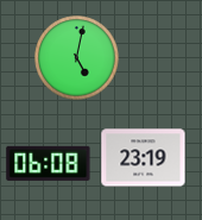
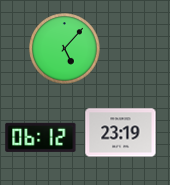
clock at (77, 58): 5:02 -> 5:07
clock at (49, 163): 06:08 -> 06:12
